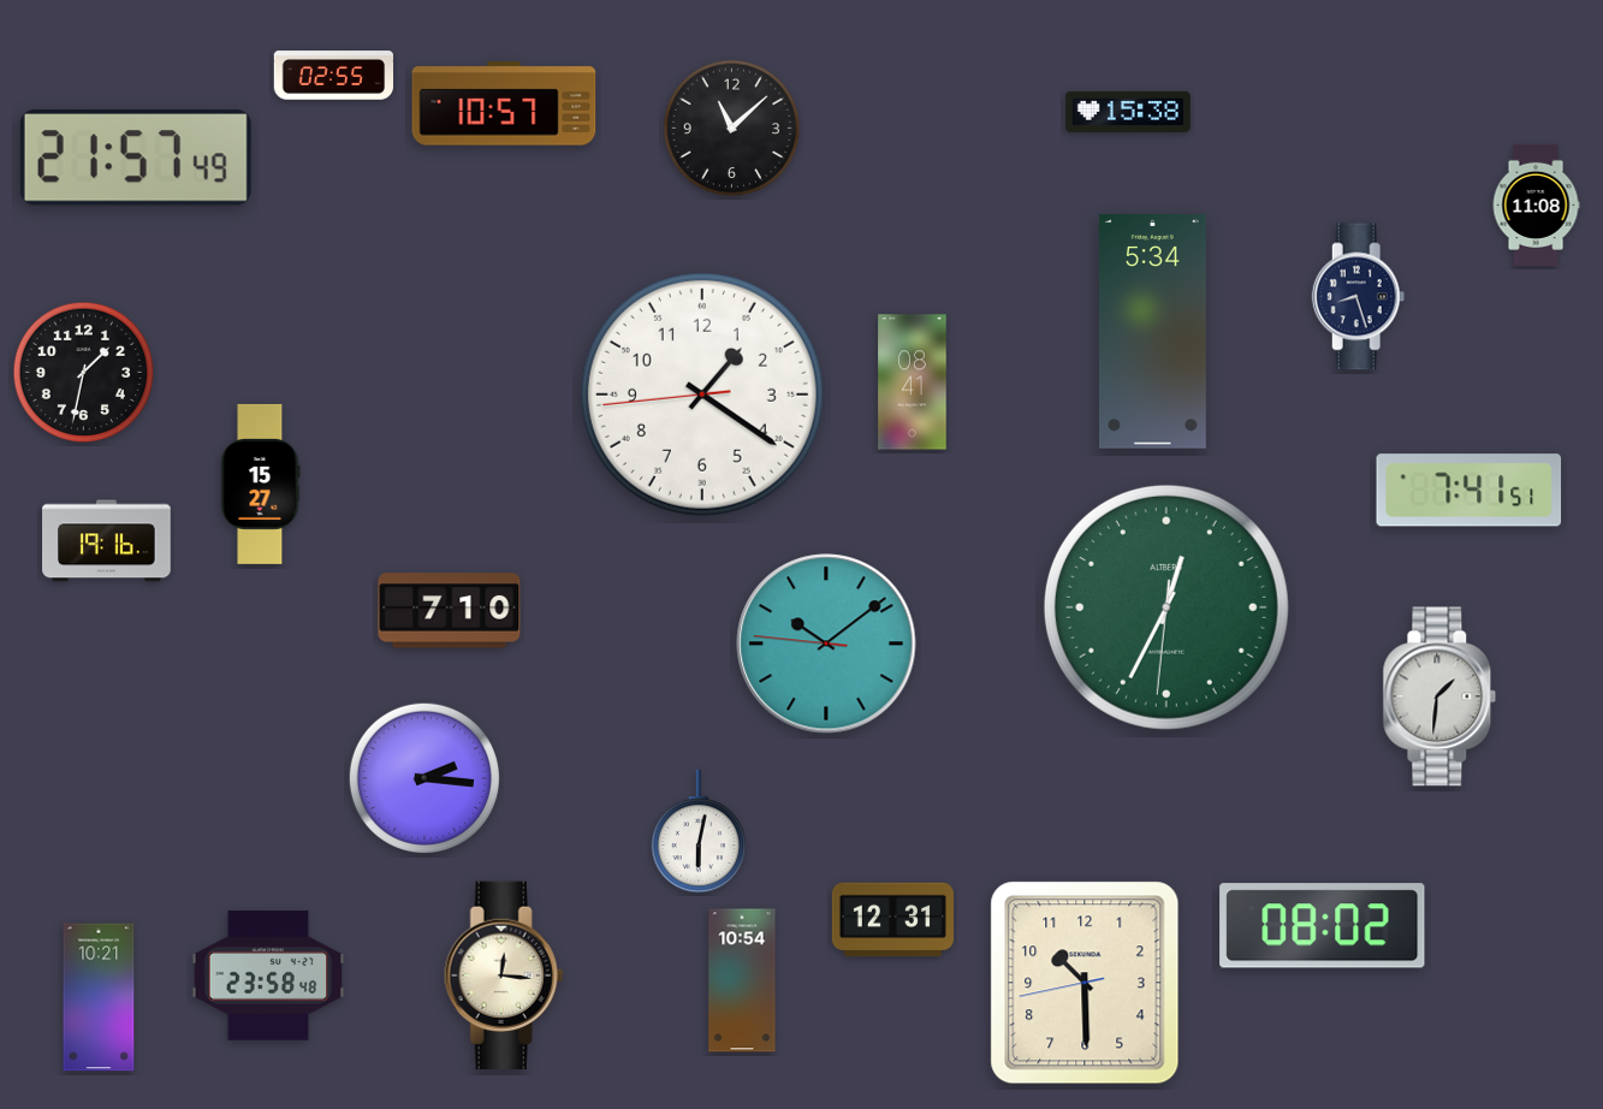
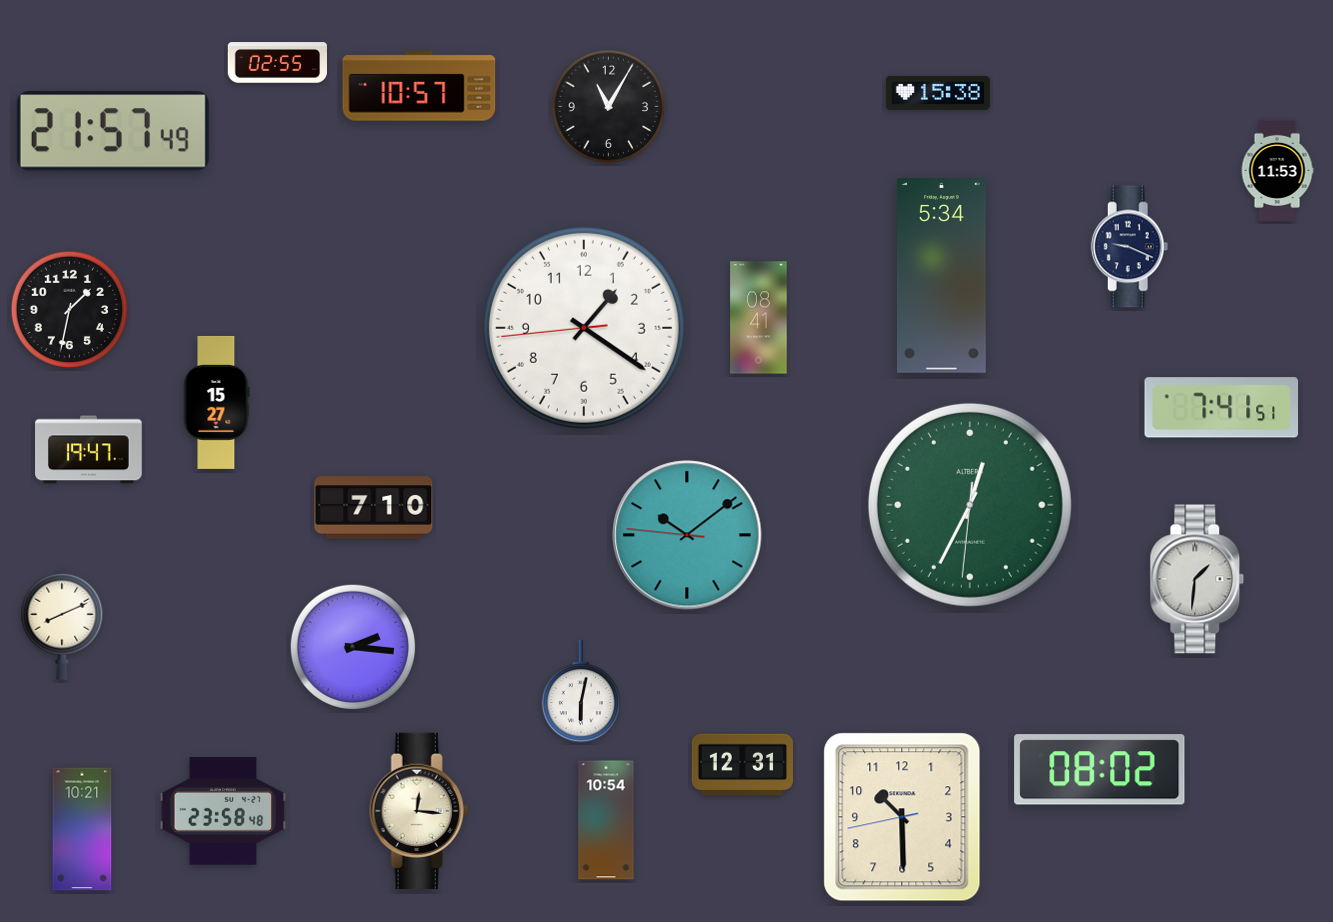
clock at (732, 129): 11:08 -> 11:05
clock at (1536, 204): 11:08 -> 11:53
clock at (1359, 297): 8:27 -> 9:19
clock at (1152, 332) position: (1152, 332) -> (941, 276)
clock at (107, 541): 19:16 -> 19:47
clock at (62, 624): none -> 8:11
clock at (742, 980) position: (742, 980) -> (606, 820)
